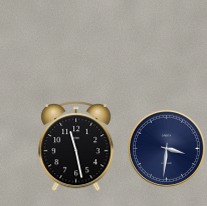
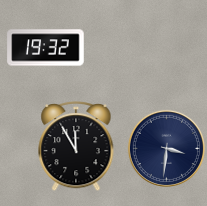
clock at (46, 48): none -> 19:32
clock at (76, 147): 11:28 -> 11:55
